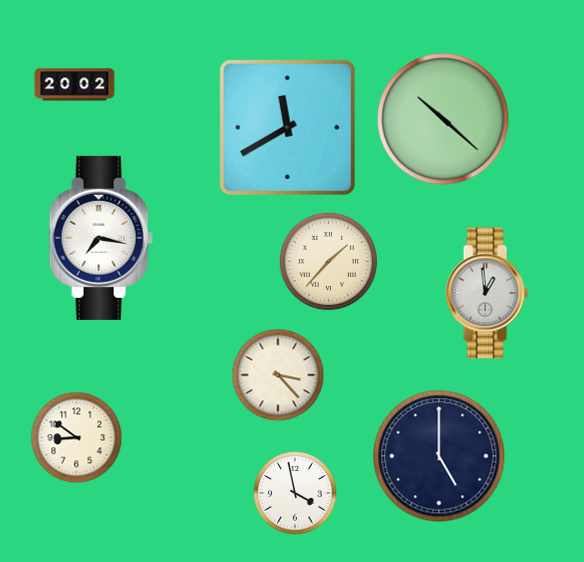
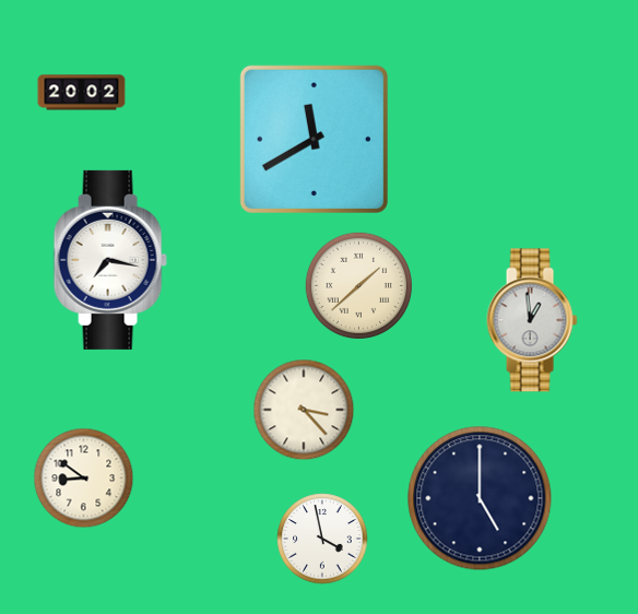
clock at (443, 119): 10:22 -> none
clock at (328, 261): 1:37 -> 1:38
